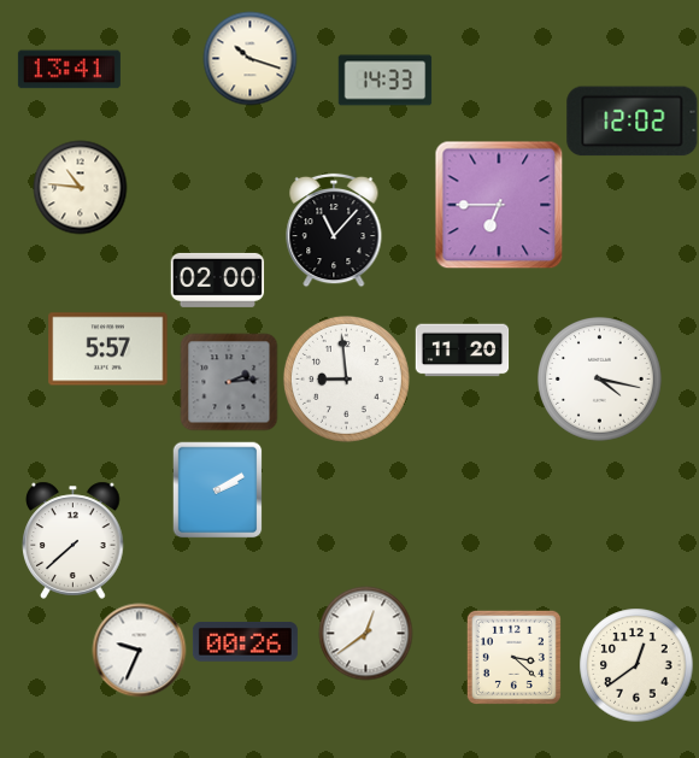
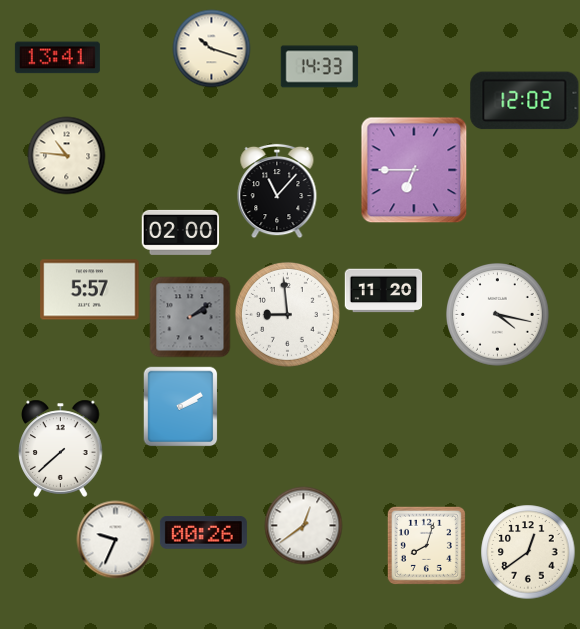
clock at (249, 58) position: (249, 58) -> (211, 48)
clock at (229, 382): 2:14 -> 2:09
clock at (513, 657): 3:22 -> 8:03
